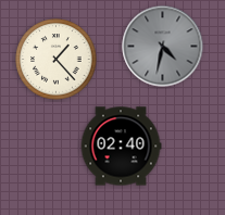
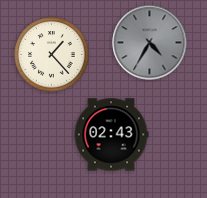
clock at (163, 47): 4:32 -> 4:35
clock at (121, 147): 02:40 -> 02:43
